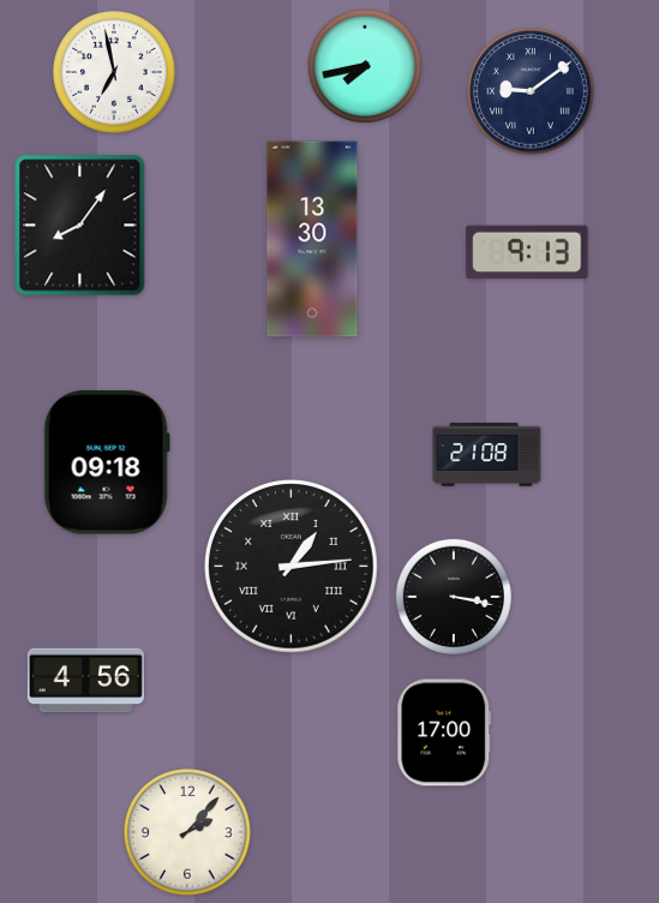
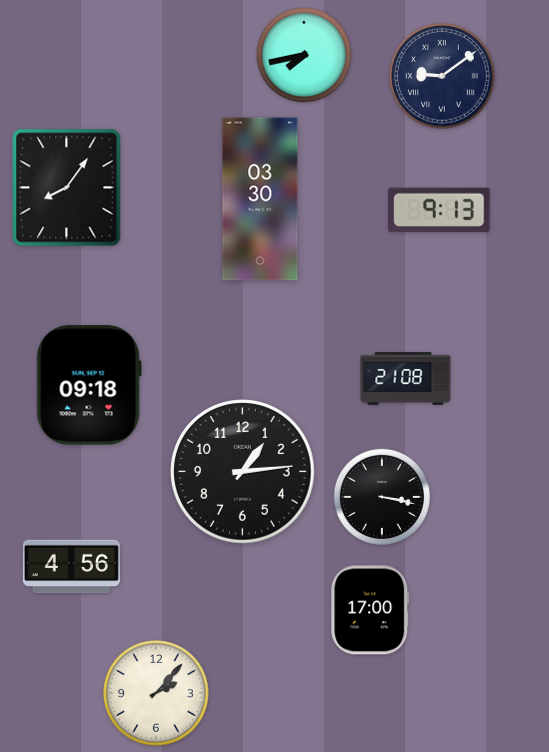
clock at (114, 72): 6:58 -> none
clock at (312, 239): 13:30 -> 03:30
clock at (292, 567) numerals: Roman -> Arabic
clock at (454, 597) position: (454, 597) -> (382, 497)
